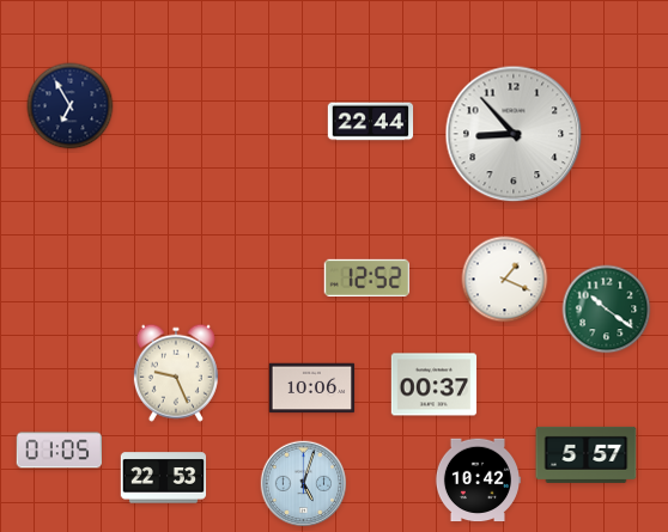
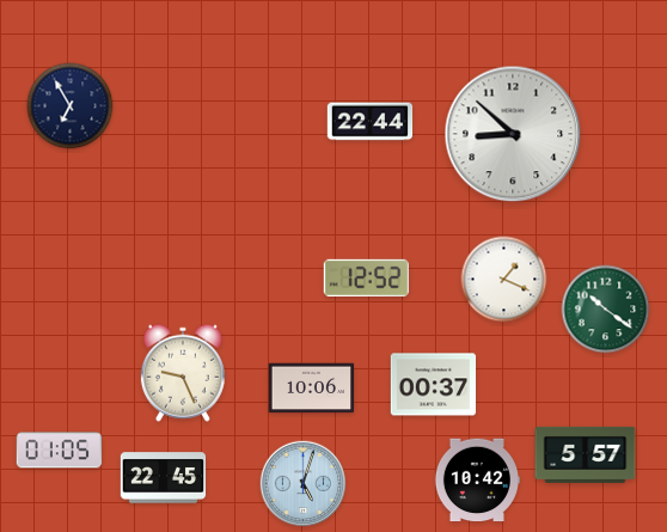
clock at (514, 134): 8:53 -> 8:52
clock at (176, 373) position: (176, 373) -> (183, 373)
clock at (164, 478): 22:53 -> 22:45
